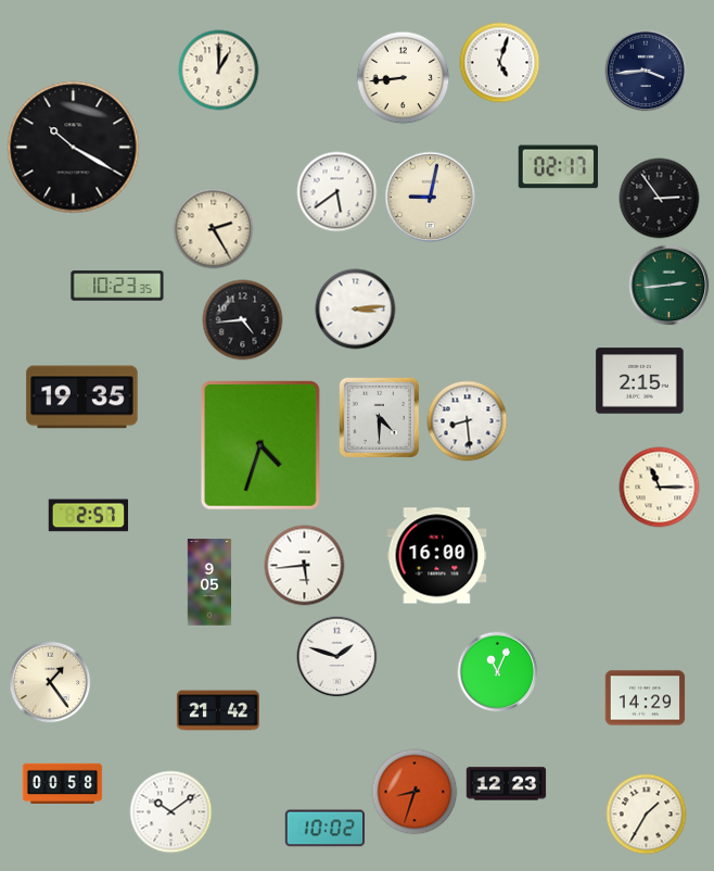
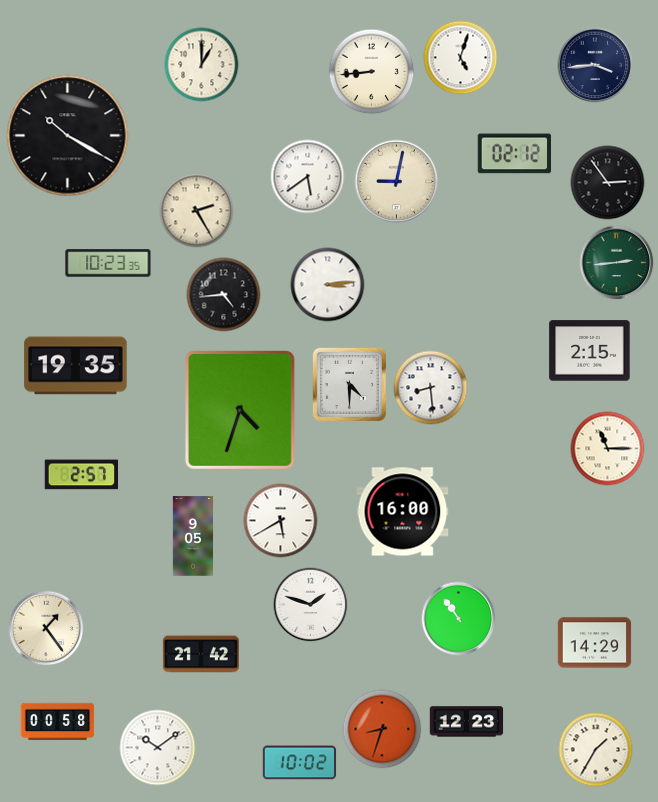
clock at (558, 167): 02:17 -> 02:12
clock at (337, 192) position: (337, 192) -> (308, 177)
clock at (305, 566): 5:44 -> 5:40
clock at (498, 672): 11:04 -> 10:54
